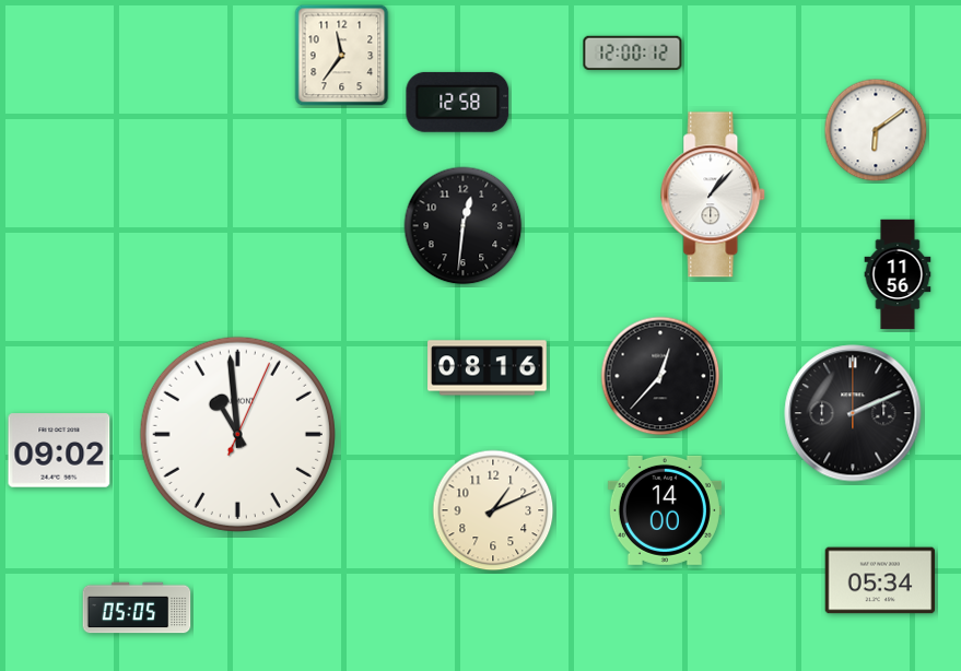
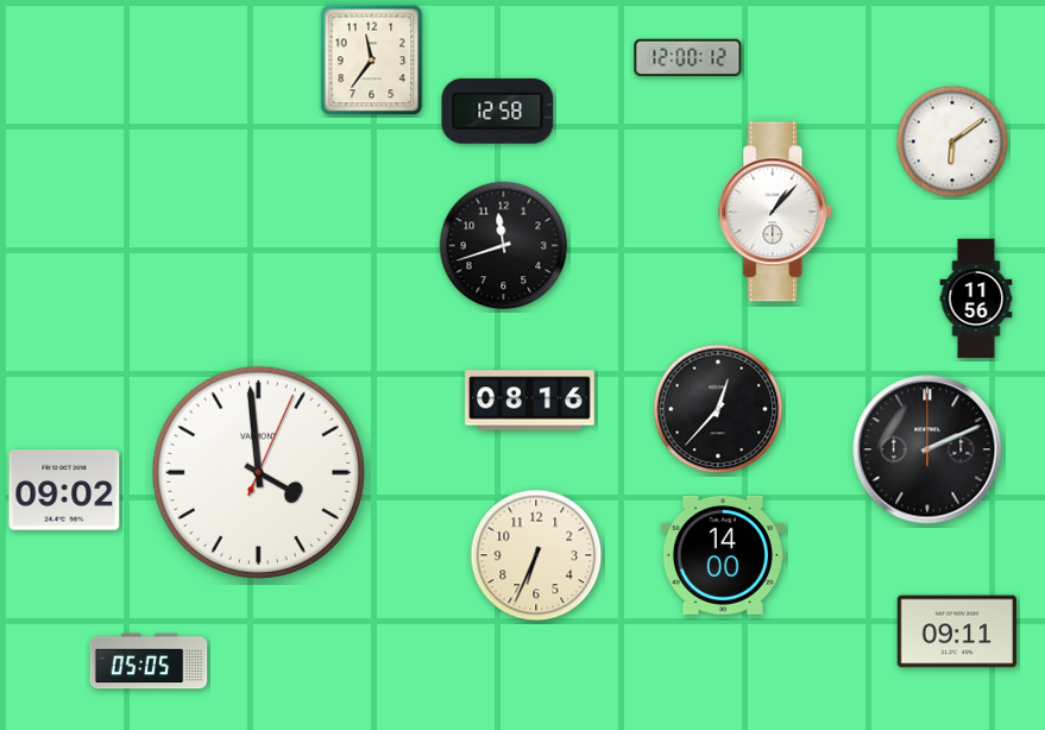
clock at (464, 226): 12:31 -> 11:42
clock at (237, 434): 10:59 -> 3:59
clock at (493, 510): 1:11 -> 6:34
clock at (880, 580): 05:34 -> 09:11
